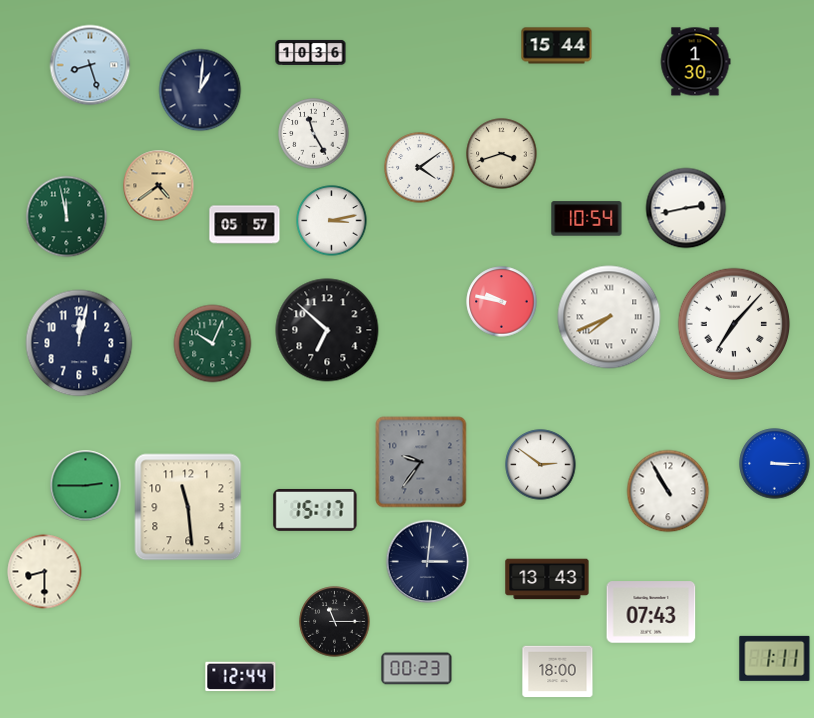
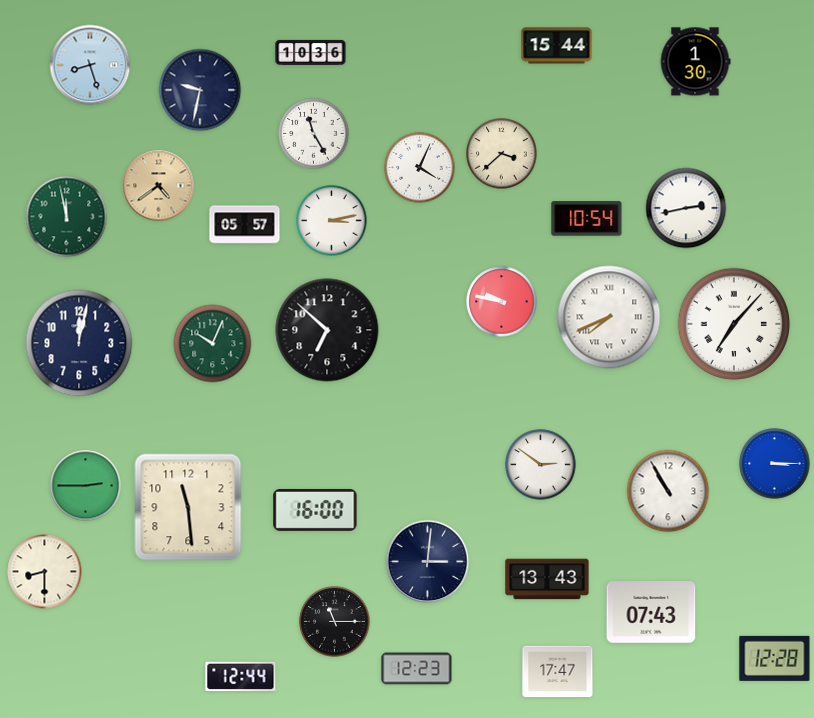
clock at (200, 90): 1:01 -> 9:32
clock at (502, 154): 3:42 -> 3:38
clock at (420, 168): 4:09 -> 4:04
clock at (421, 462): 9:36 -> none
clock at (315, 510): 15:17 -> 16:00
clock at (775, 658): 1:11 -> 12:28
clock at (417, 669): 00:23 -> 12:23
clock at (558, 672): 18:00 -> 17:47
